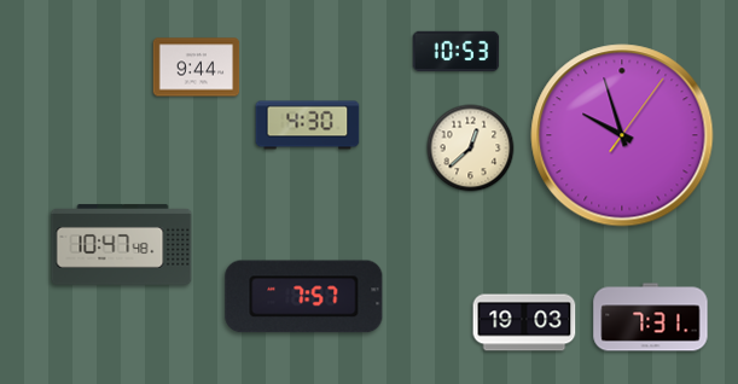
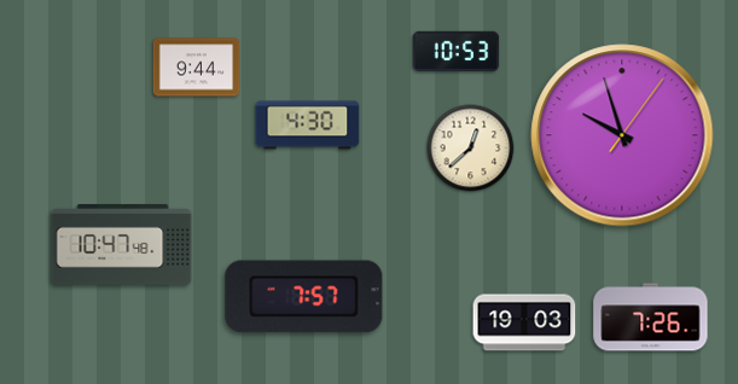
clock at (651, 318): 7:31 -> 7:26
